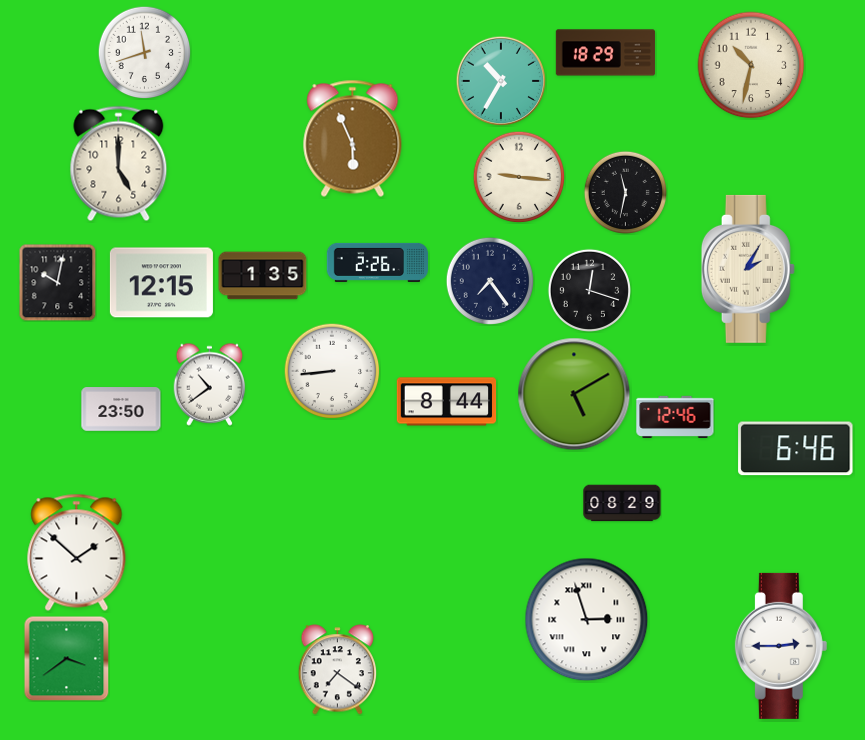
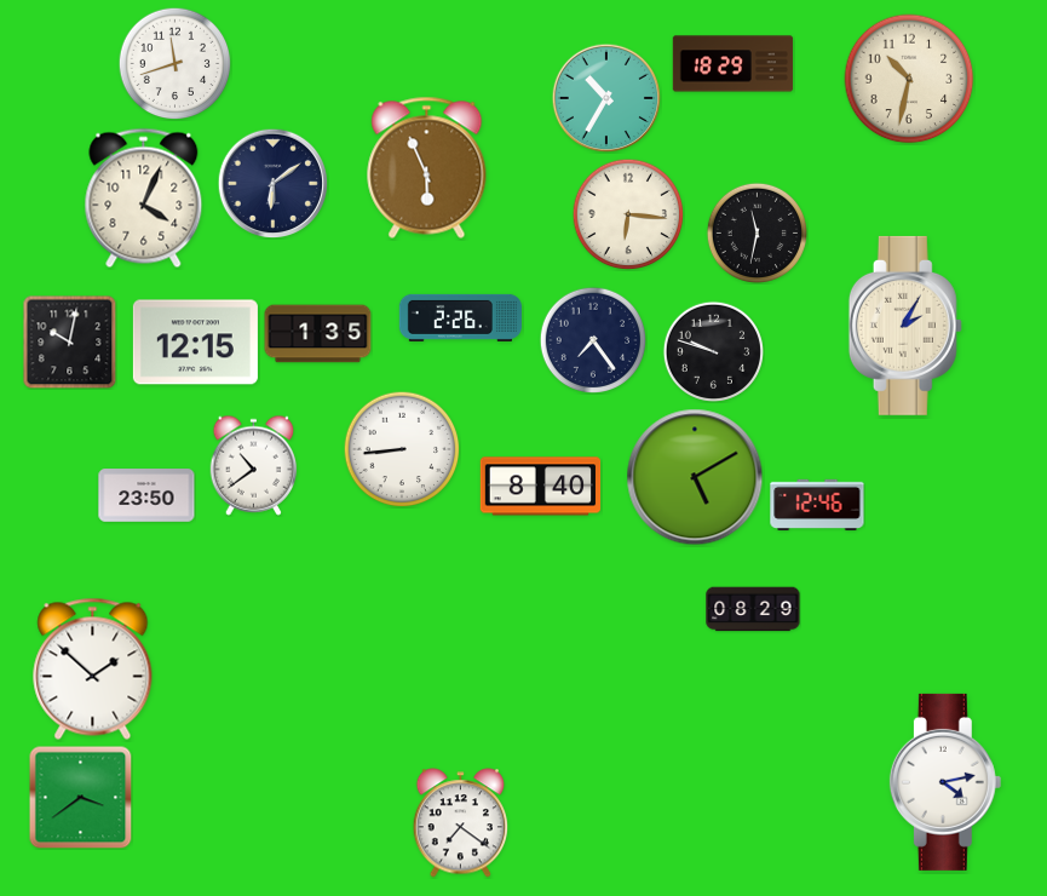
clock at (272, 183): none -> 6:09
clock at (119, 164): 5:00 -> 4:04
clock at (519, 177): 9:16 -> 6:16
clock at (377, 262) position: (377, 262) -> (460, 317)
clock at (589, 290): 12:18 -> 9:48
clock at (447, 402): 8:44 -> 8:40
clock at (796, 449): 6:46 -> none
clock at (587, 620): 2:57 -> none
clock at (781, 646): 2:45 -> 4:13
clock at (338, 670) position: (338, 670) -> (461, 823)
